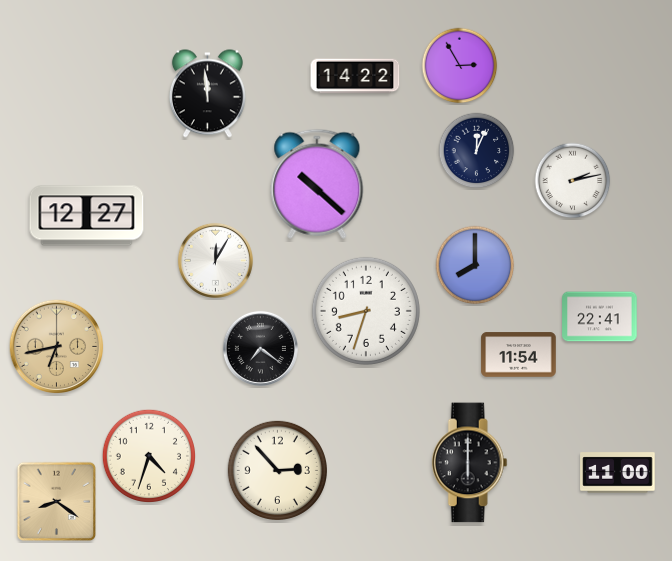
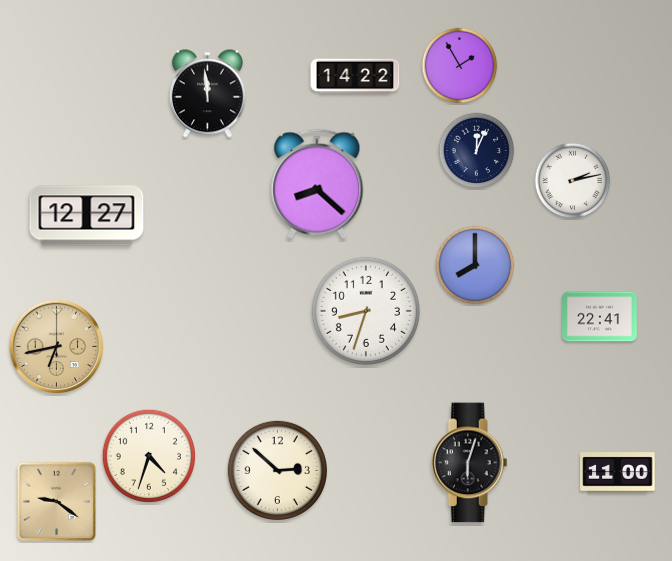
clock at (460, 66): 2:55 -> 1:55
clock at (317, 184): 10:22 -> 8:22
clock at (215, 260): 12:05 -> none
clock at (260, 348): 7:21 -> none
clock at (519, 355): 11:54 -> none
clock at (469, 463): 6:00 -> 6:03
clock at (277, 470): 2:53 -> 2:52
clock at (57, 502): 8:21 -> 9:21
